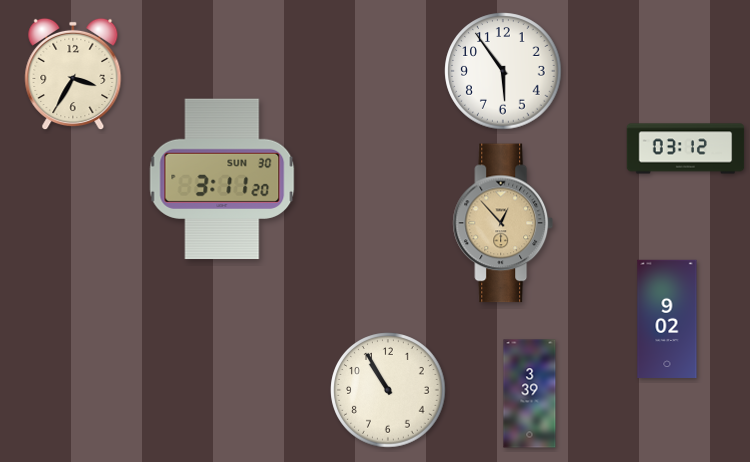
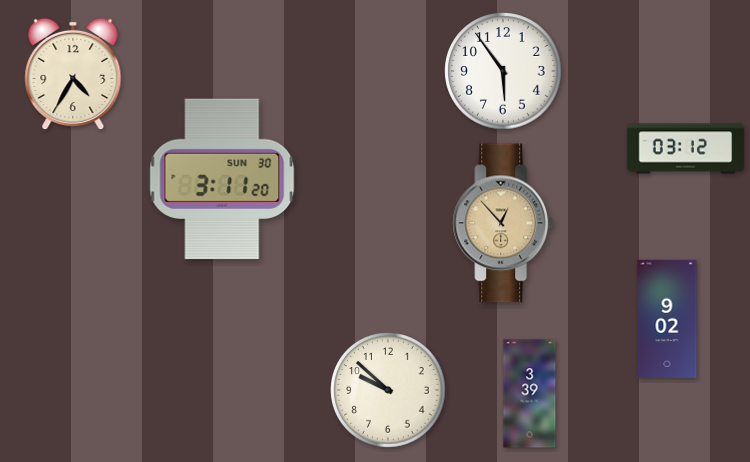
clock at (73, 74): 3:35 -> 4:35
clock at (388, 390): 10:55 -> 9:52
